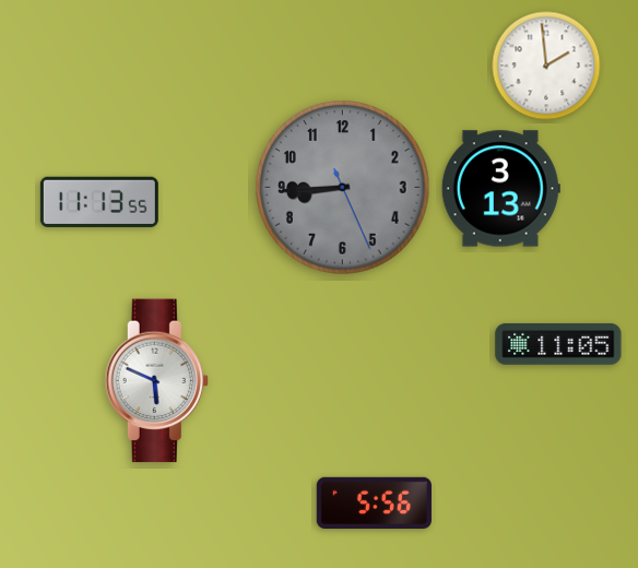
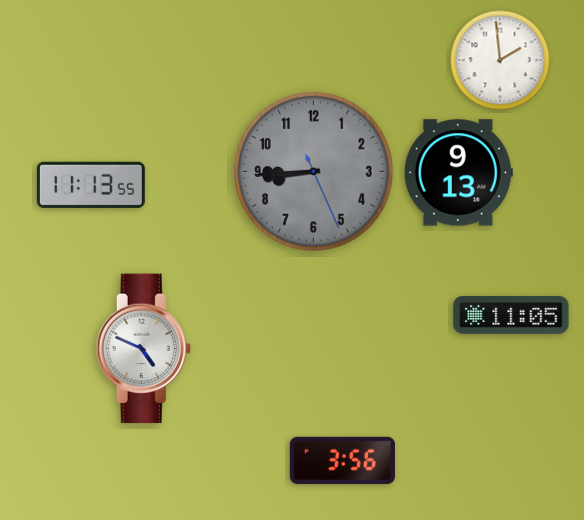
clock at (500, 189): 3:13 -> 9:13
clock at (156, 381): 5:49 -> 4:49
clock at (374, 502): 5:56 -> 3:56
